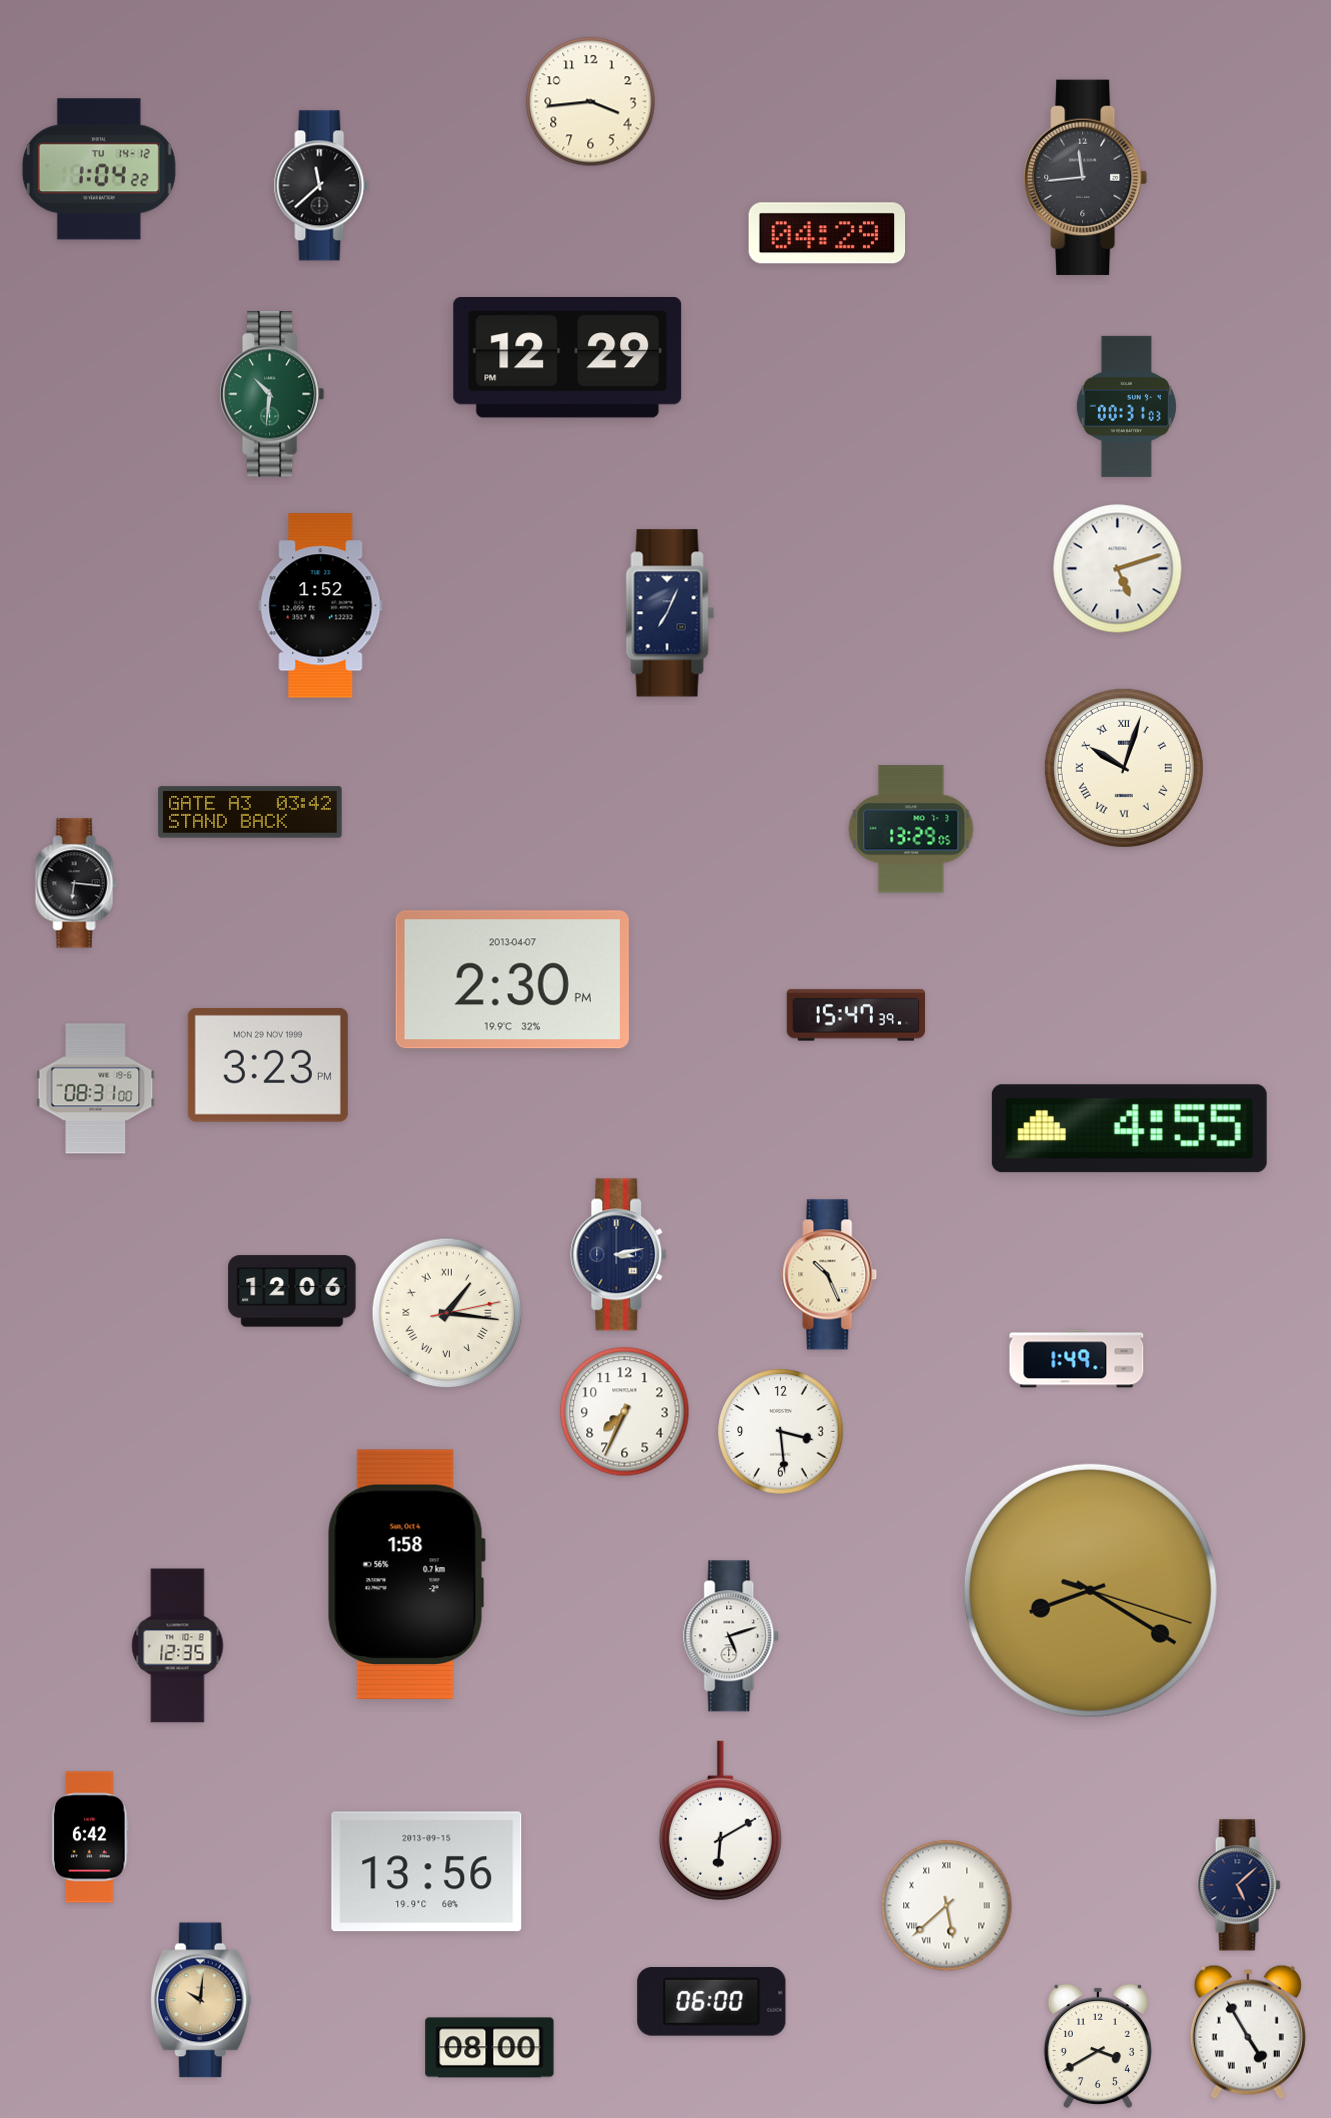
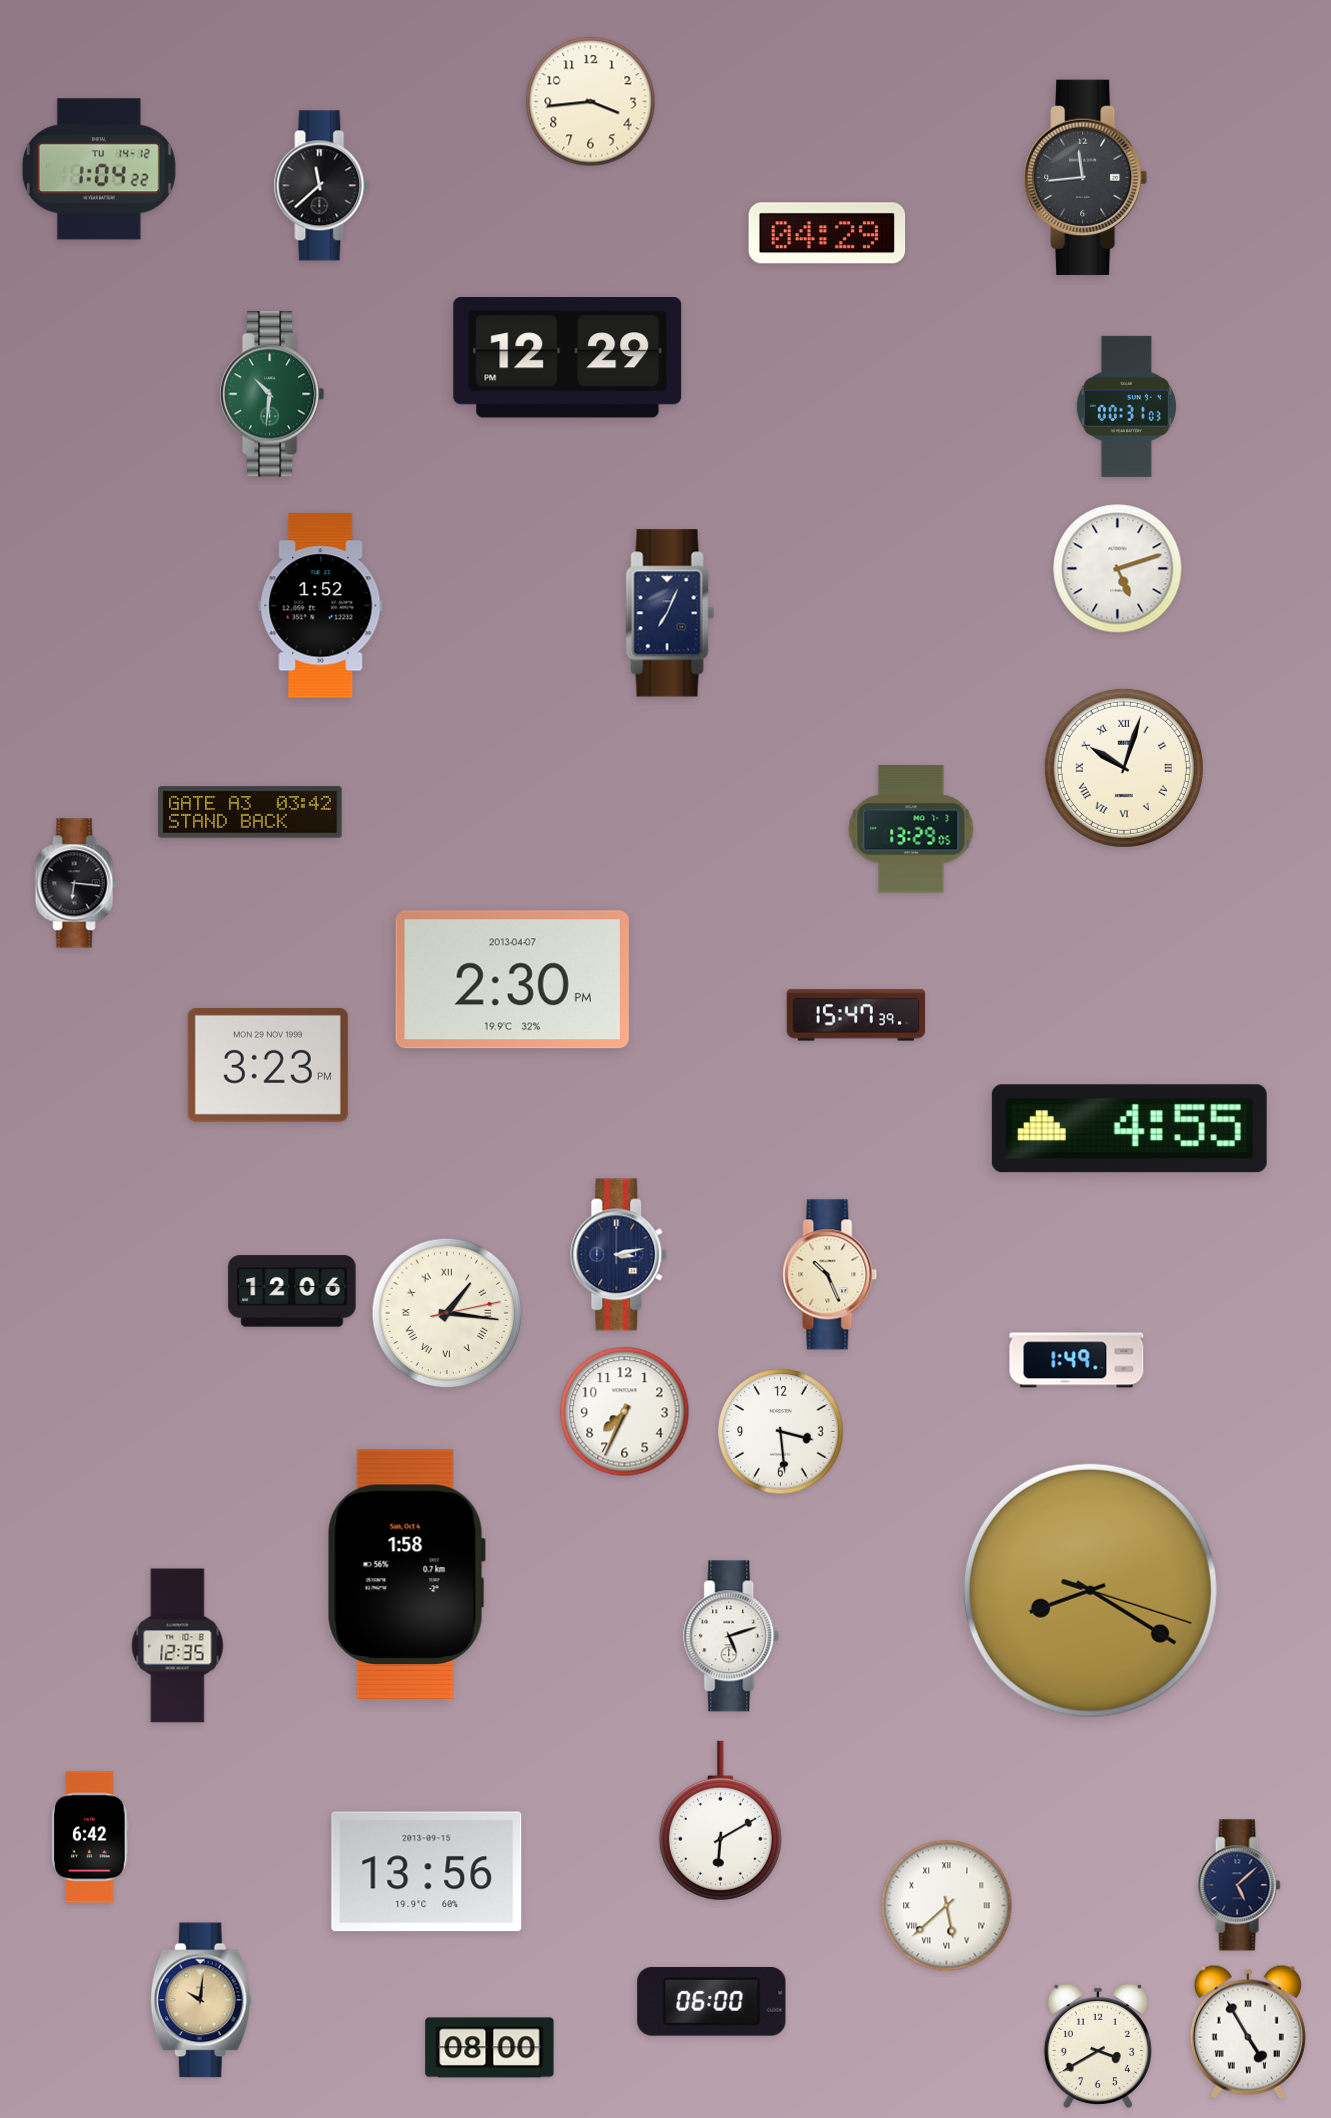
clock at (96, 1089): 08:31 -> none
